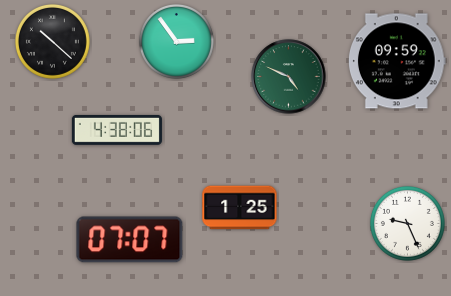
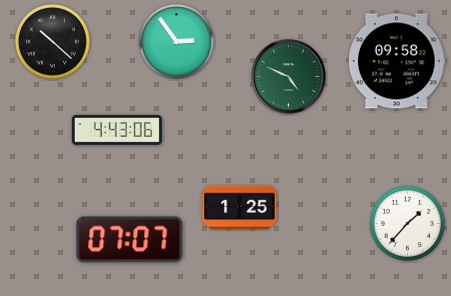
clock at (397, 61): 09:59 -> 09:58
clock at (117, 130): 4:38 -> 4:43
clock at (407, 223): 9:26 -> 1:37
